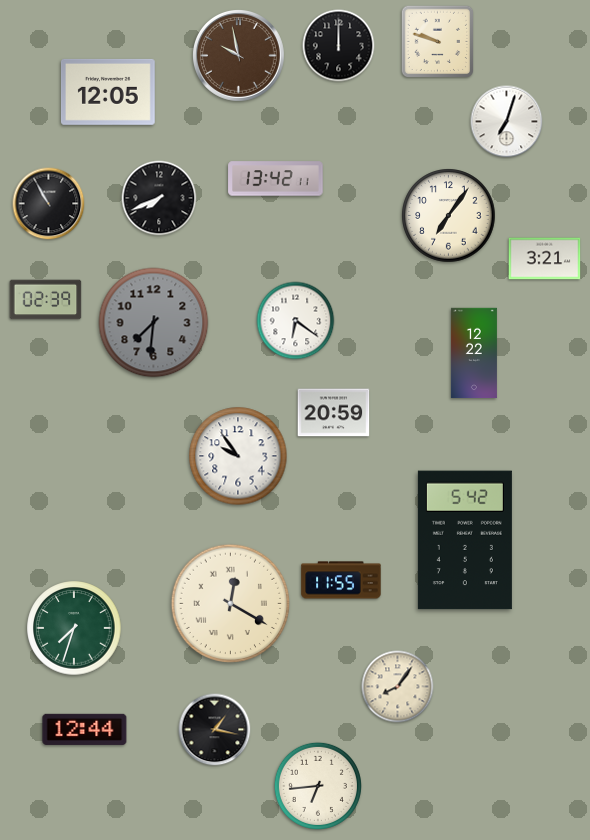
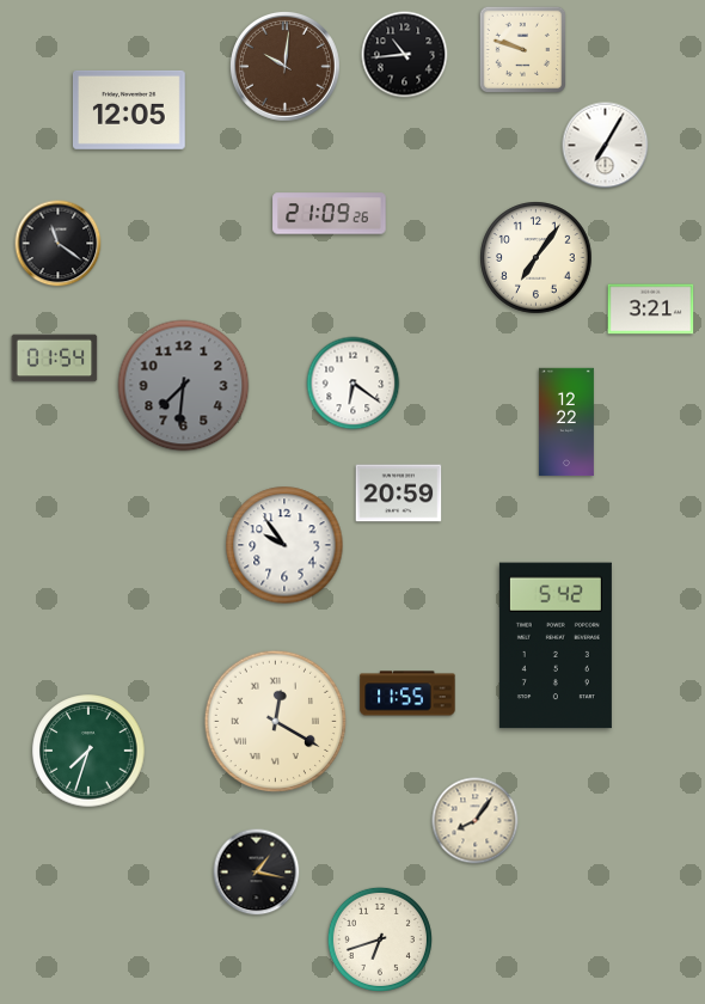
clock at (339, 46): 12:00 -> 10:44
clock at (238, 55): 9:58 -> 10:01
clock at (507, 122): 7:03 -> 7:05
clock at (276, 179): 13:42 -> 21:09
clock at (159, 198): 7:41 -> none
clock at (49, 204): 10:55 -> 11:21
clock at (46, 300): 02:39 -> 01:54
clock at (85, 729): 12:44 -> none
clock at (318, 786): 6:44 -> 6:42
